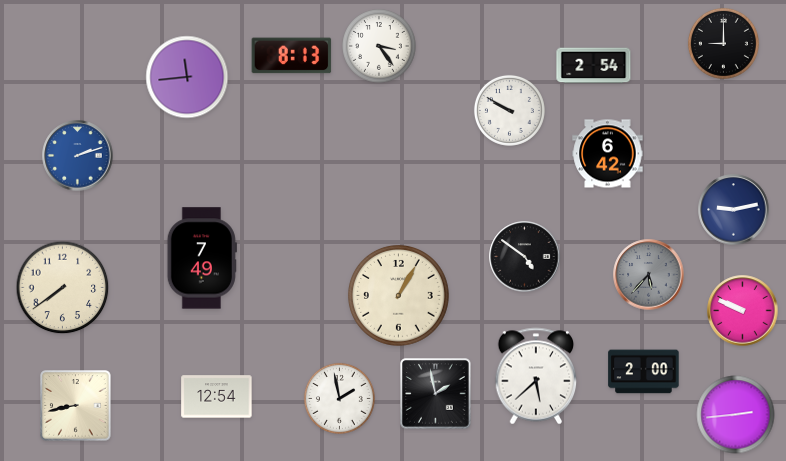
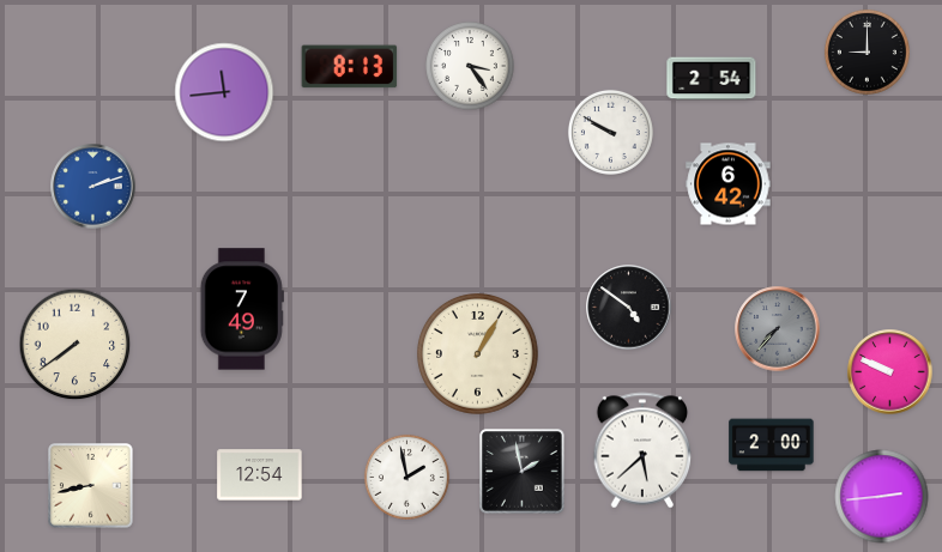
clock at (379, 46) position: (379, 46) -> (470, 66)
clock at (734, 210): 9:13 -> none
clock at (649, 275): 5:37 -> 7:37
